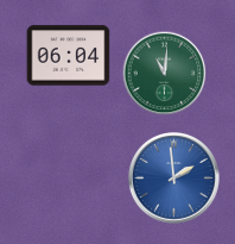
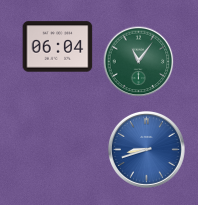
clock at (165, 74): 11:01 -> 11:06
clock at (173, 177): 1:59 -> 8:42
